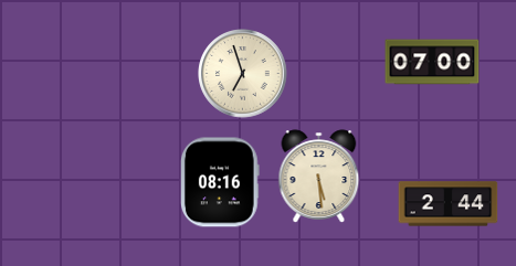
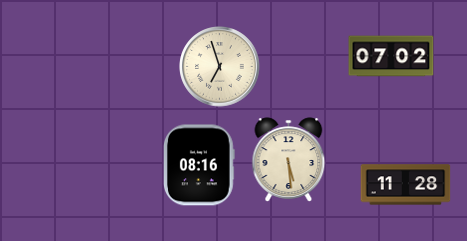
clock at (432, 62): 07:00 -> 07:02
clock at (449, 204): 2:44 -> 11:28
